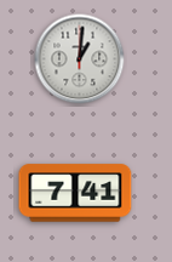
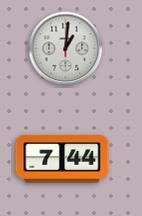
clock at (75, 193): 7:41 -> 7:44
